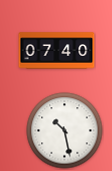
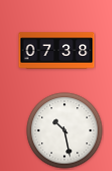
clock at (57, 51): 07:40 -> 07:38
